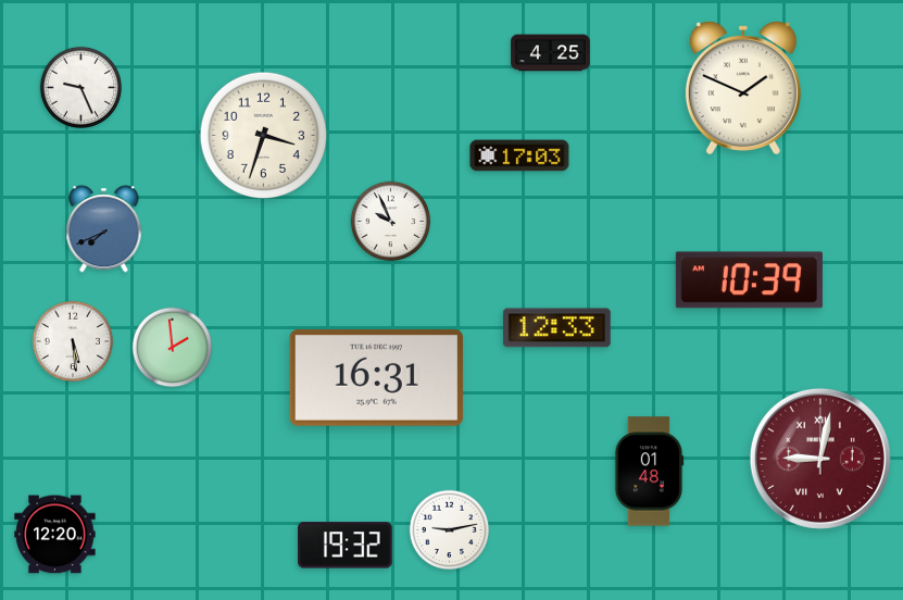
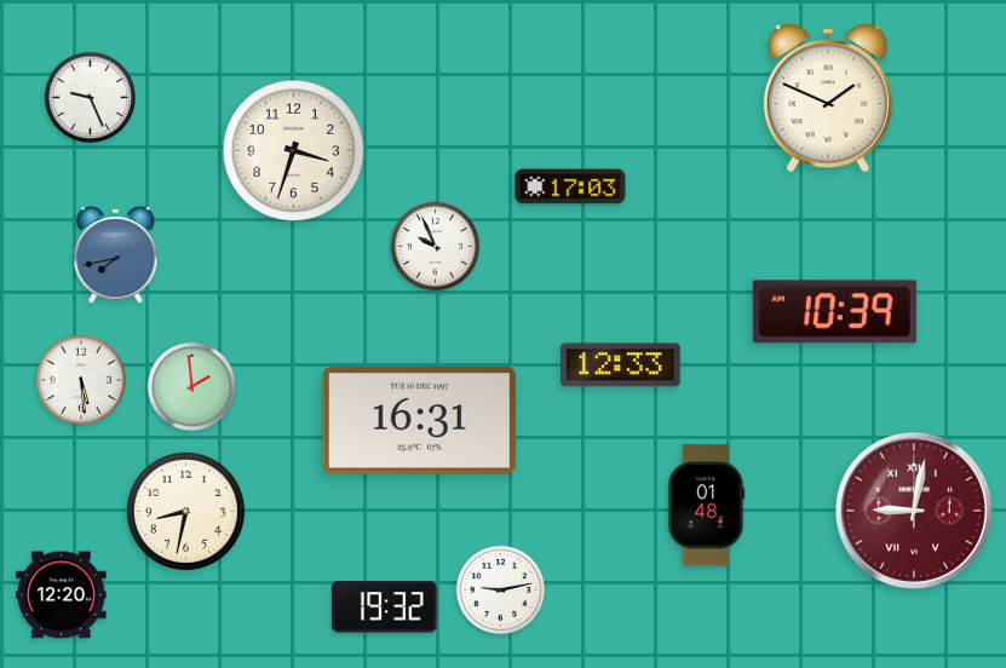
clock at (551, 53): 4:25 -> none
clock at (519, 155) position: (519, 155) -> (570, 186)
clock at (104, 229): 7:41 -> 7:43
clock at (185, 511): none -> 8:32
clock at (649, 472) position: (649, 472) -> (706, 506)
